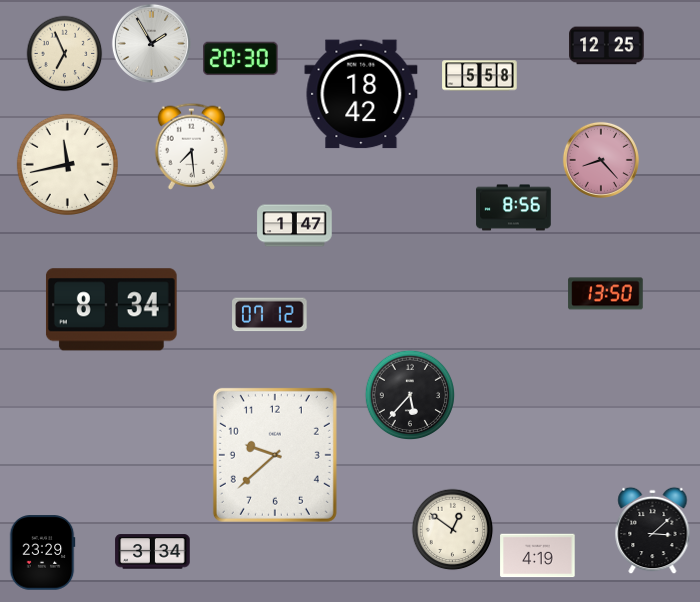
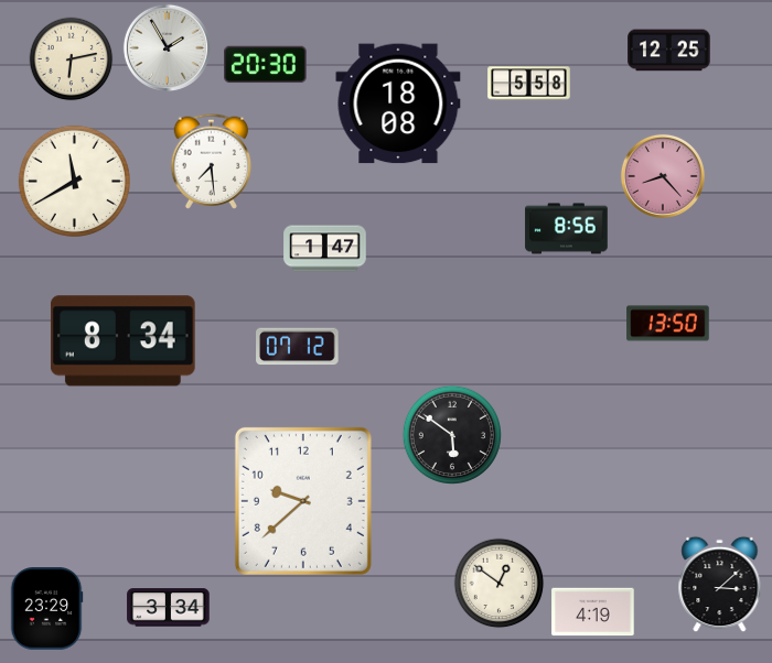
clock at (65, 54): 6:56 -> 6:13
clock at (361, 94): 18:42 -> 18:08
clock at (67, 164): 11:43 -> 11:40
clock at (410, 395): 5:37 -> 5:51
